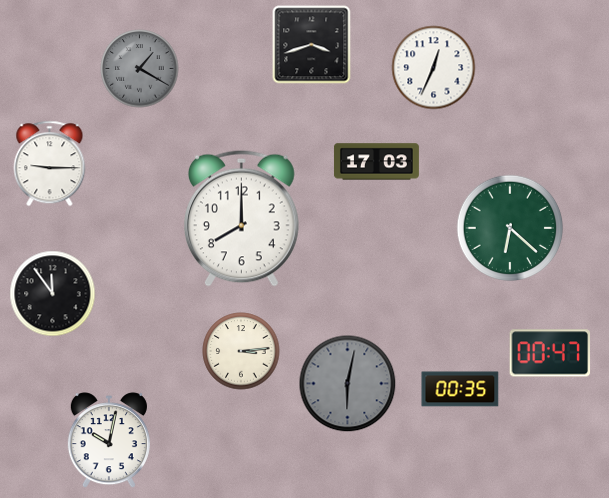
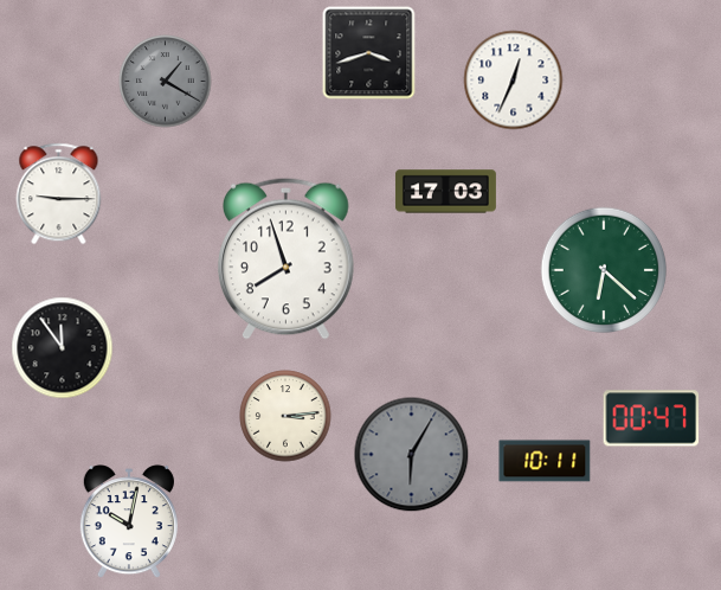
clock at (241, 218): 8:00 -> 7:57
clock at (348, 384): 6:02 -> 6:05
clock at (460, 389): 00:35 -> 10:11
